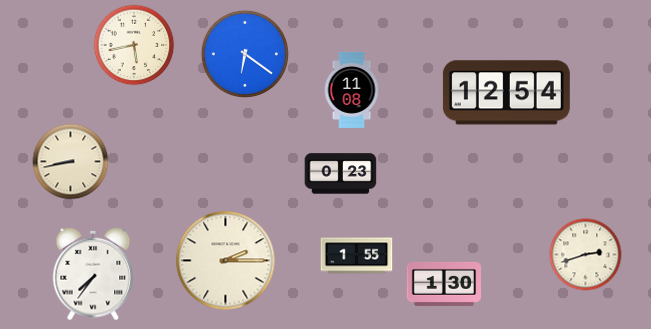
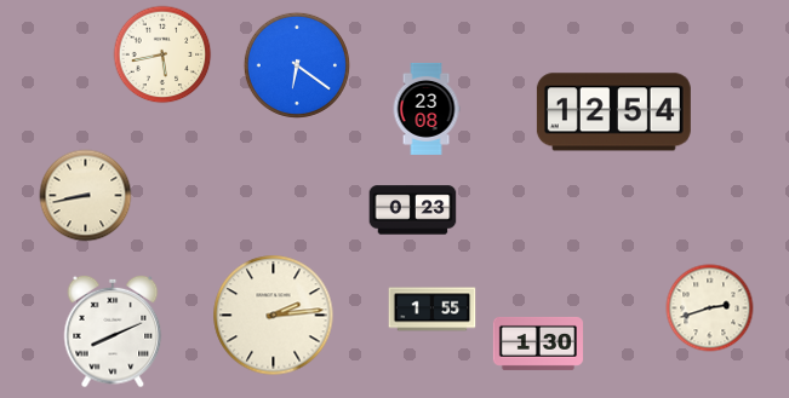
clock at (352, 90): 11:08 -> 23:08
clock at (226, 261): 2:15 -> 2:14
clock at (93, 274): 7:36 -> 8:11
